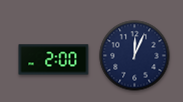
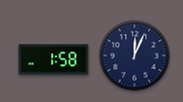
clock at (54, 60): 2:00 -> 1:58
